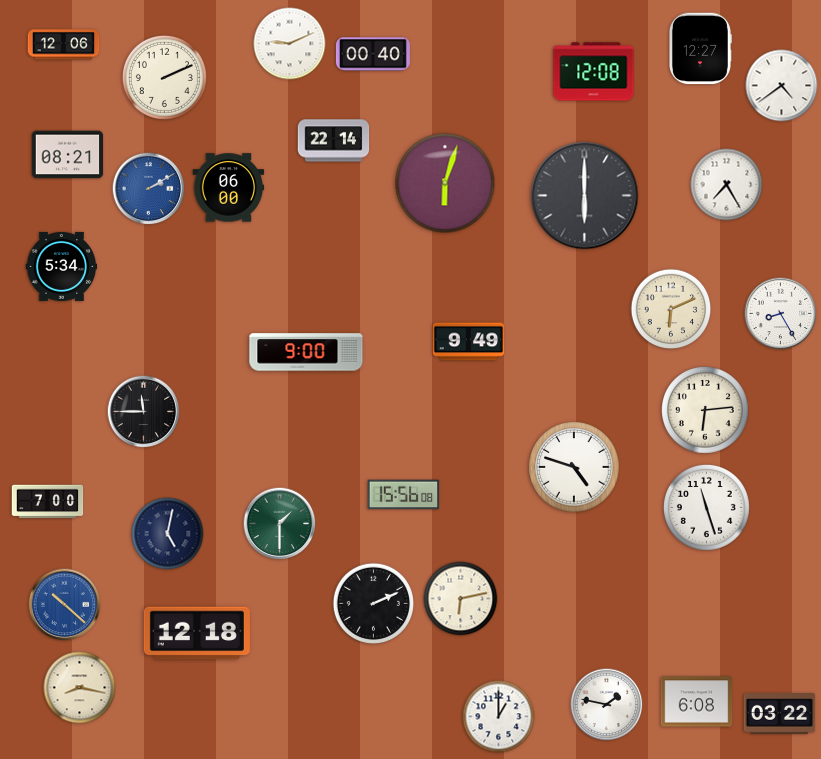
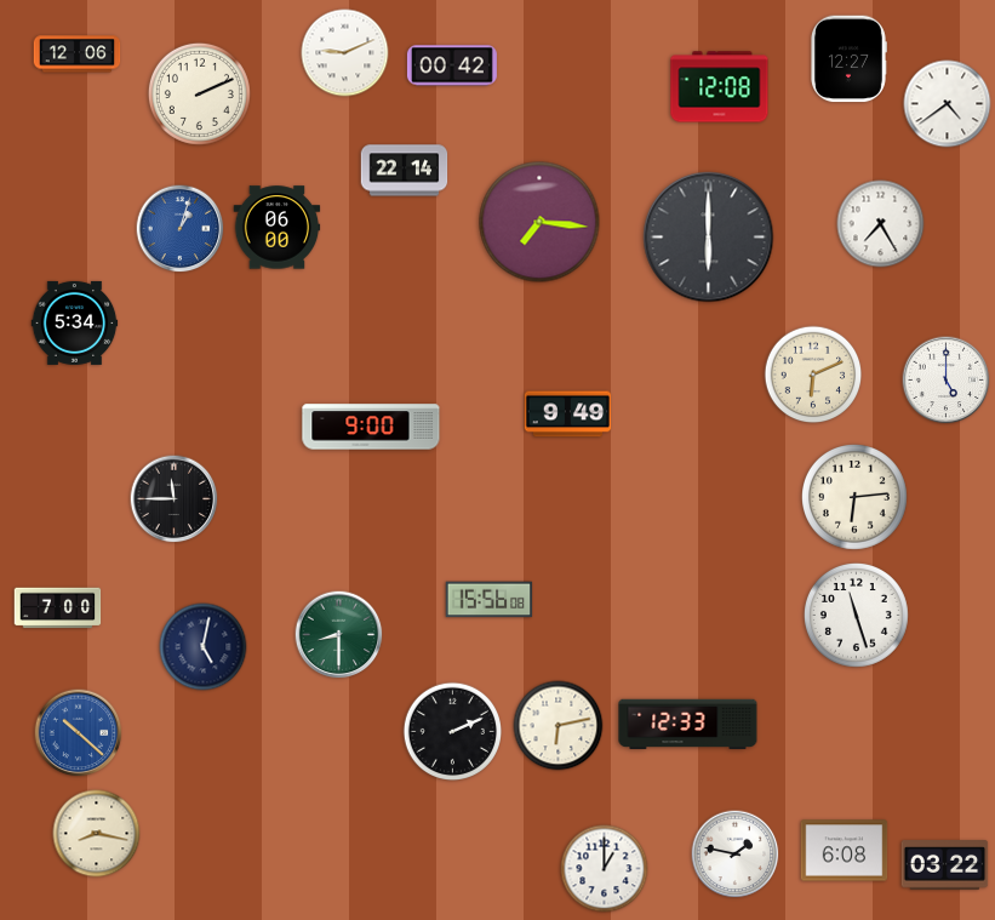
clock at (290, 44) position: (290, 44) -> (345, 53)
clock at (373, 54): 00:40 -> 00:42
clock at (68, 155): 08:21 -> none
clock at (445, 183): 6:03 -> 7:16
clock at (149, 189): 2:10 -> 1:03
clock at (781, 314): 8:25 -> 5:00
clock at (574, 467): 4:48 -> none
clock at (280, 524): 1:30 -> 8:30
clock at (688, 725): none -> 12:33
clock at (197, 633): 12:18 -> none
